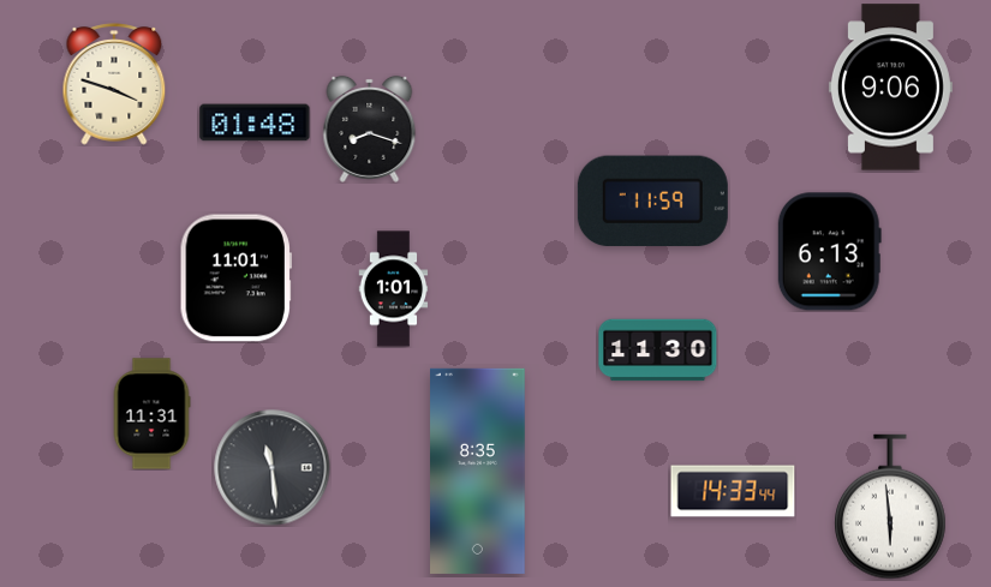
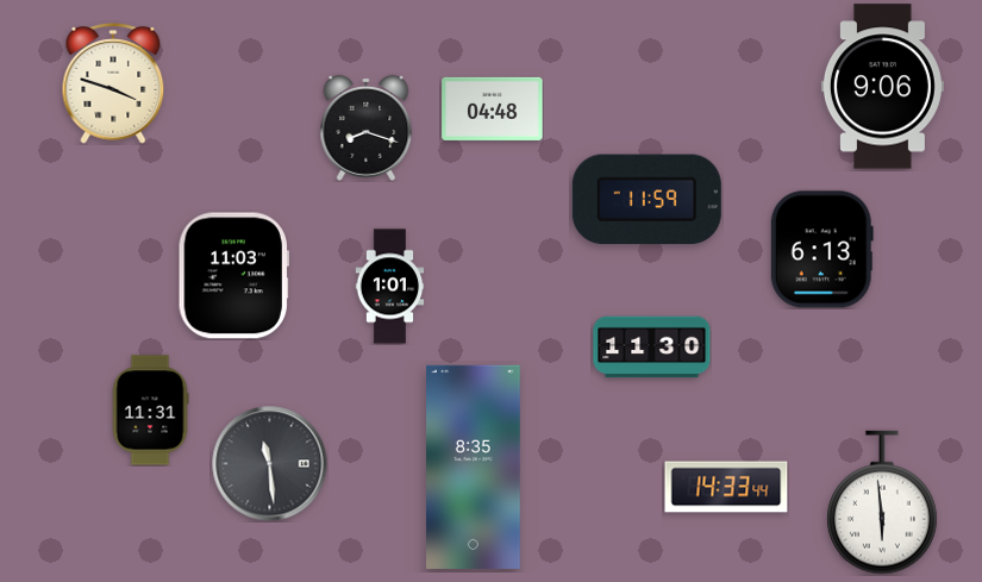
clock at (493, 108): none -> 04:48
clock at (255, 122): 01:48 -> none
clock at (235, 278): 11:01 -> 11:03
